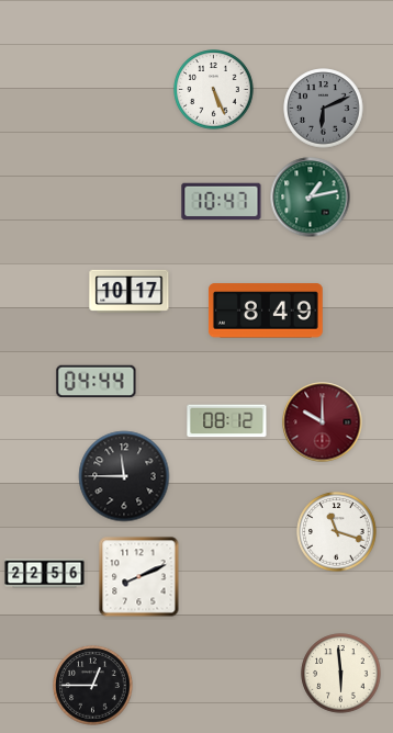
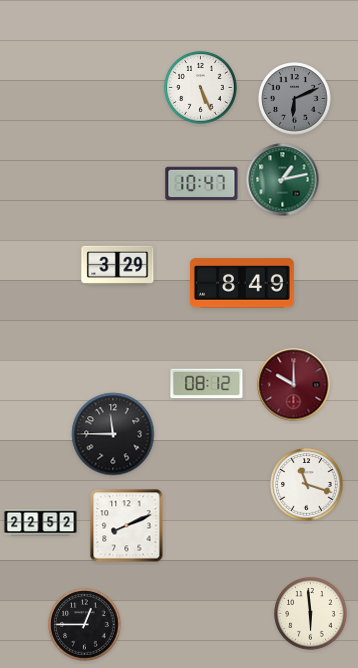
clock at (214, 90) position: (214, 90) -> (201, 88)
clock at (130, 291): 10:17 -> 3:29
clock at (97, 382): 04:44 -> none
clock at (45, 574): 22:56 -> 22:52
